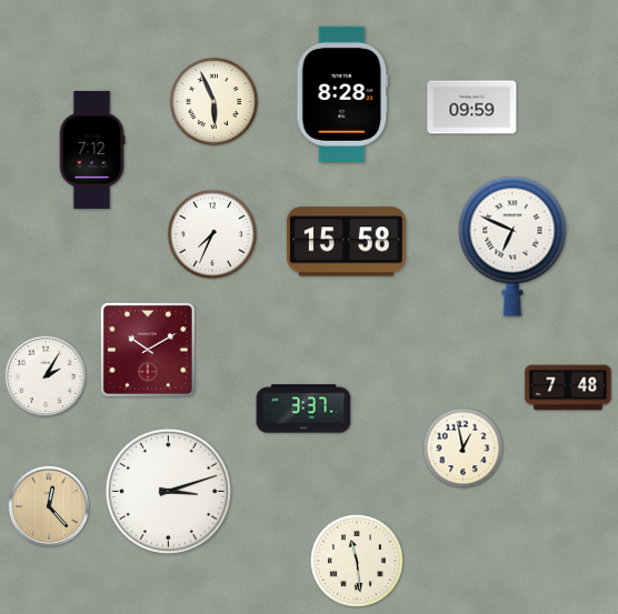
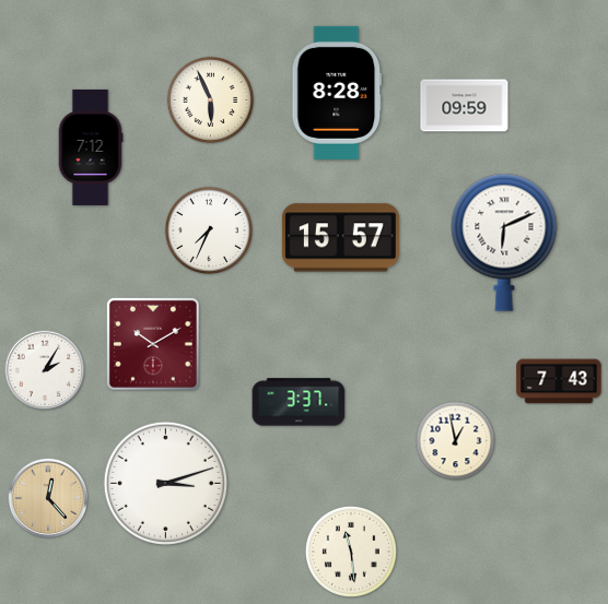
clock at (346, 242): 15:58 -> 15:57
clock at (512, 246): 6:49 -> 6:11
clock at (148, 350) position: (148, 350) -> (153, 344)
clock at (568, 387): 7:48 -> 7:43
